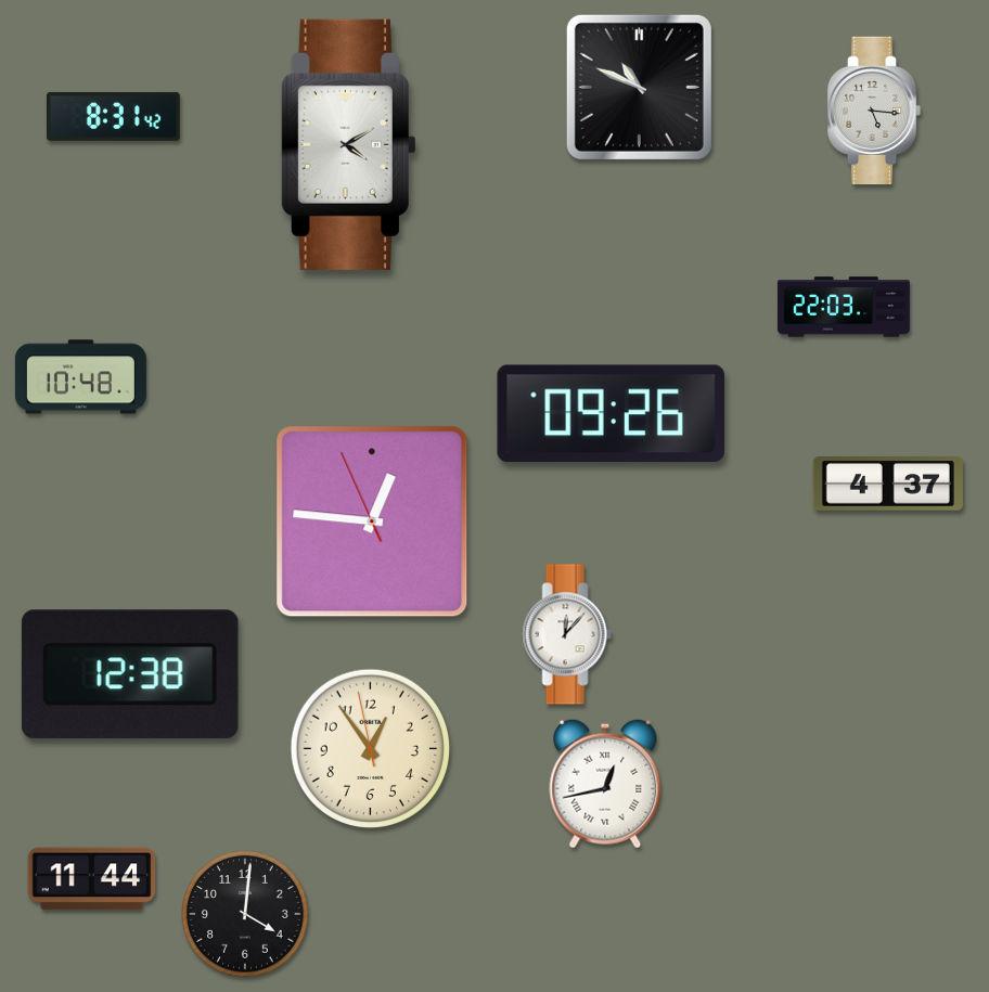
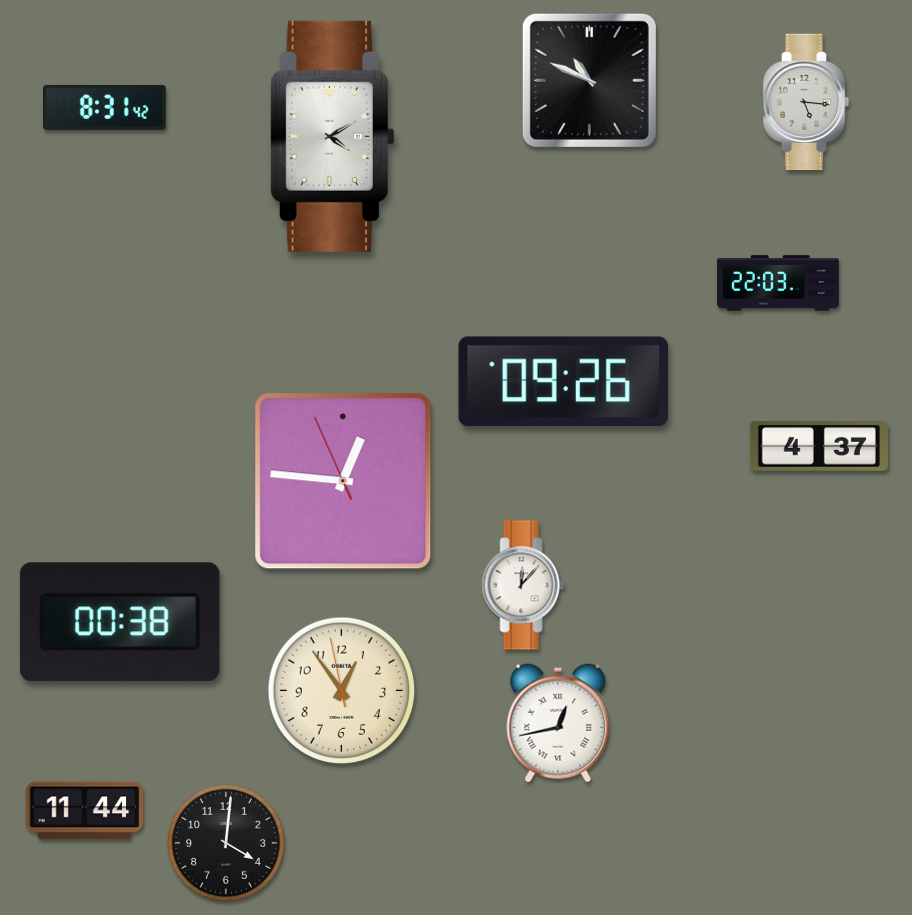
clock at (348, 144) position: (348, 144) -> (332, 136)
clock at (80, 377): 10:48 -> none
clock at (130, 674): 12:38 -> 00:38
